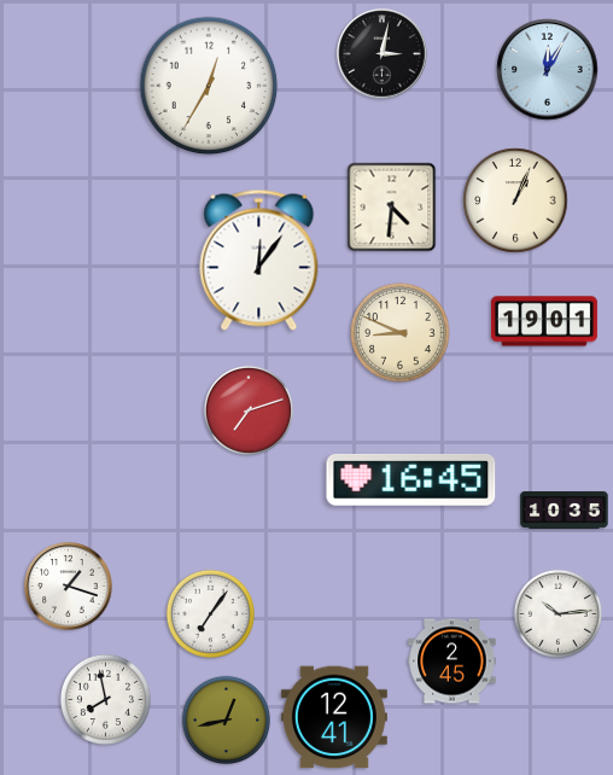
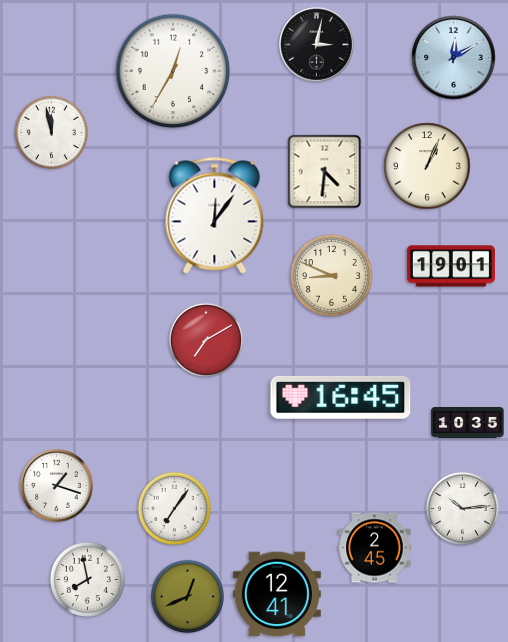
clock at (548, 70): 12:05 -> 12:10
clock at (51, 132): none -> 11:58
clock at (249, 410): 7:12 -> 7:10
clock at (226, 719): 12:43 -> 12:41
